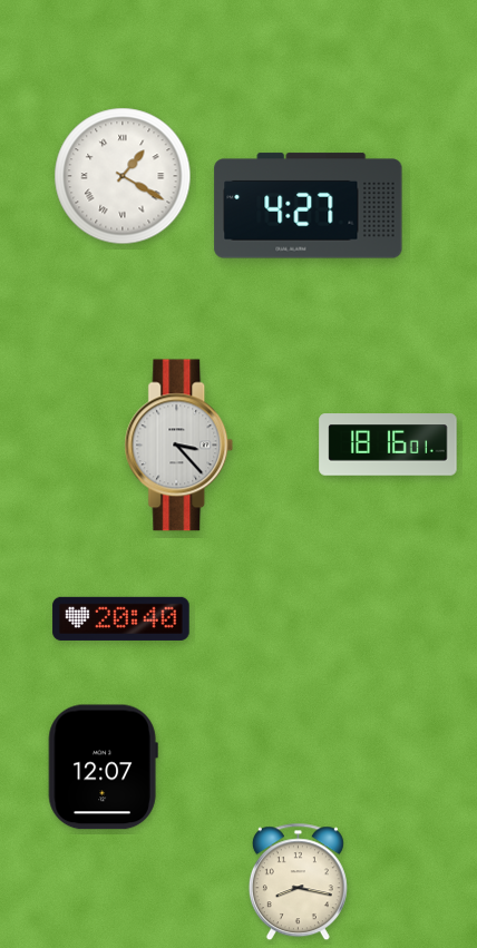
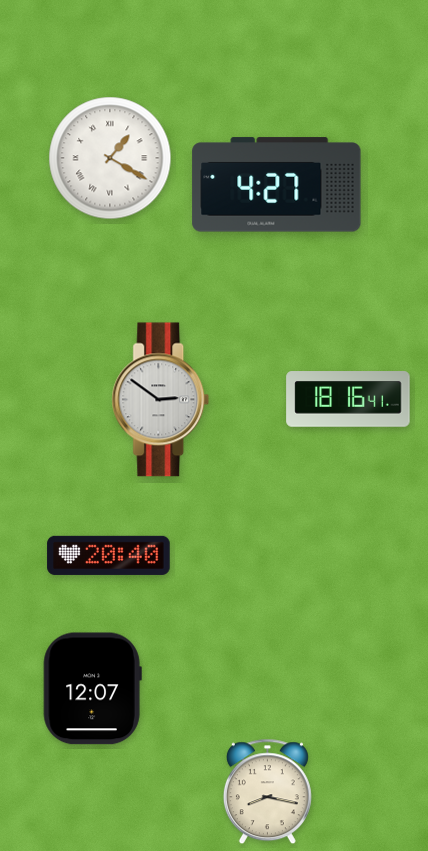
clock at (388, 444): 18:16:01 -> 18:16:41
clock at (179, 446): 3:23 -> 2:51
